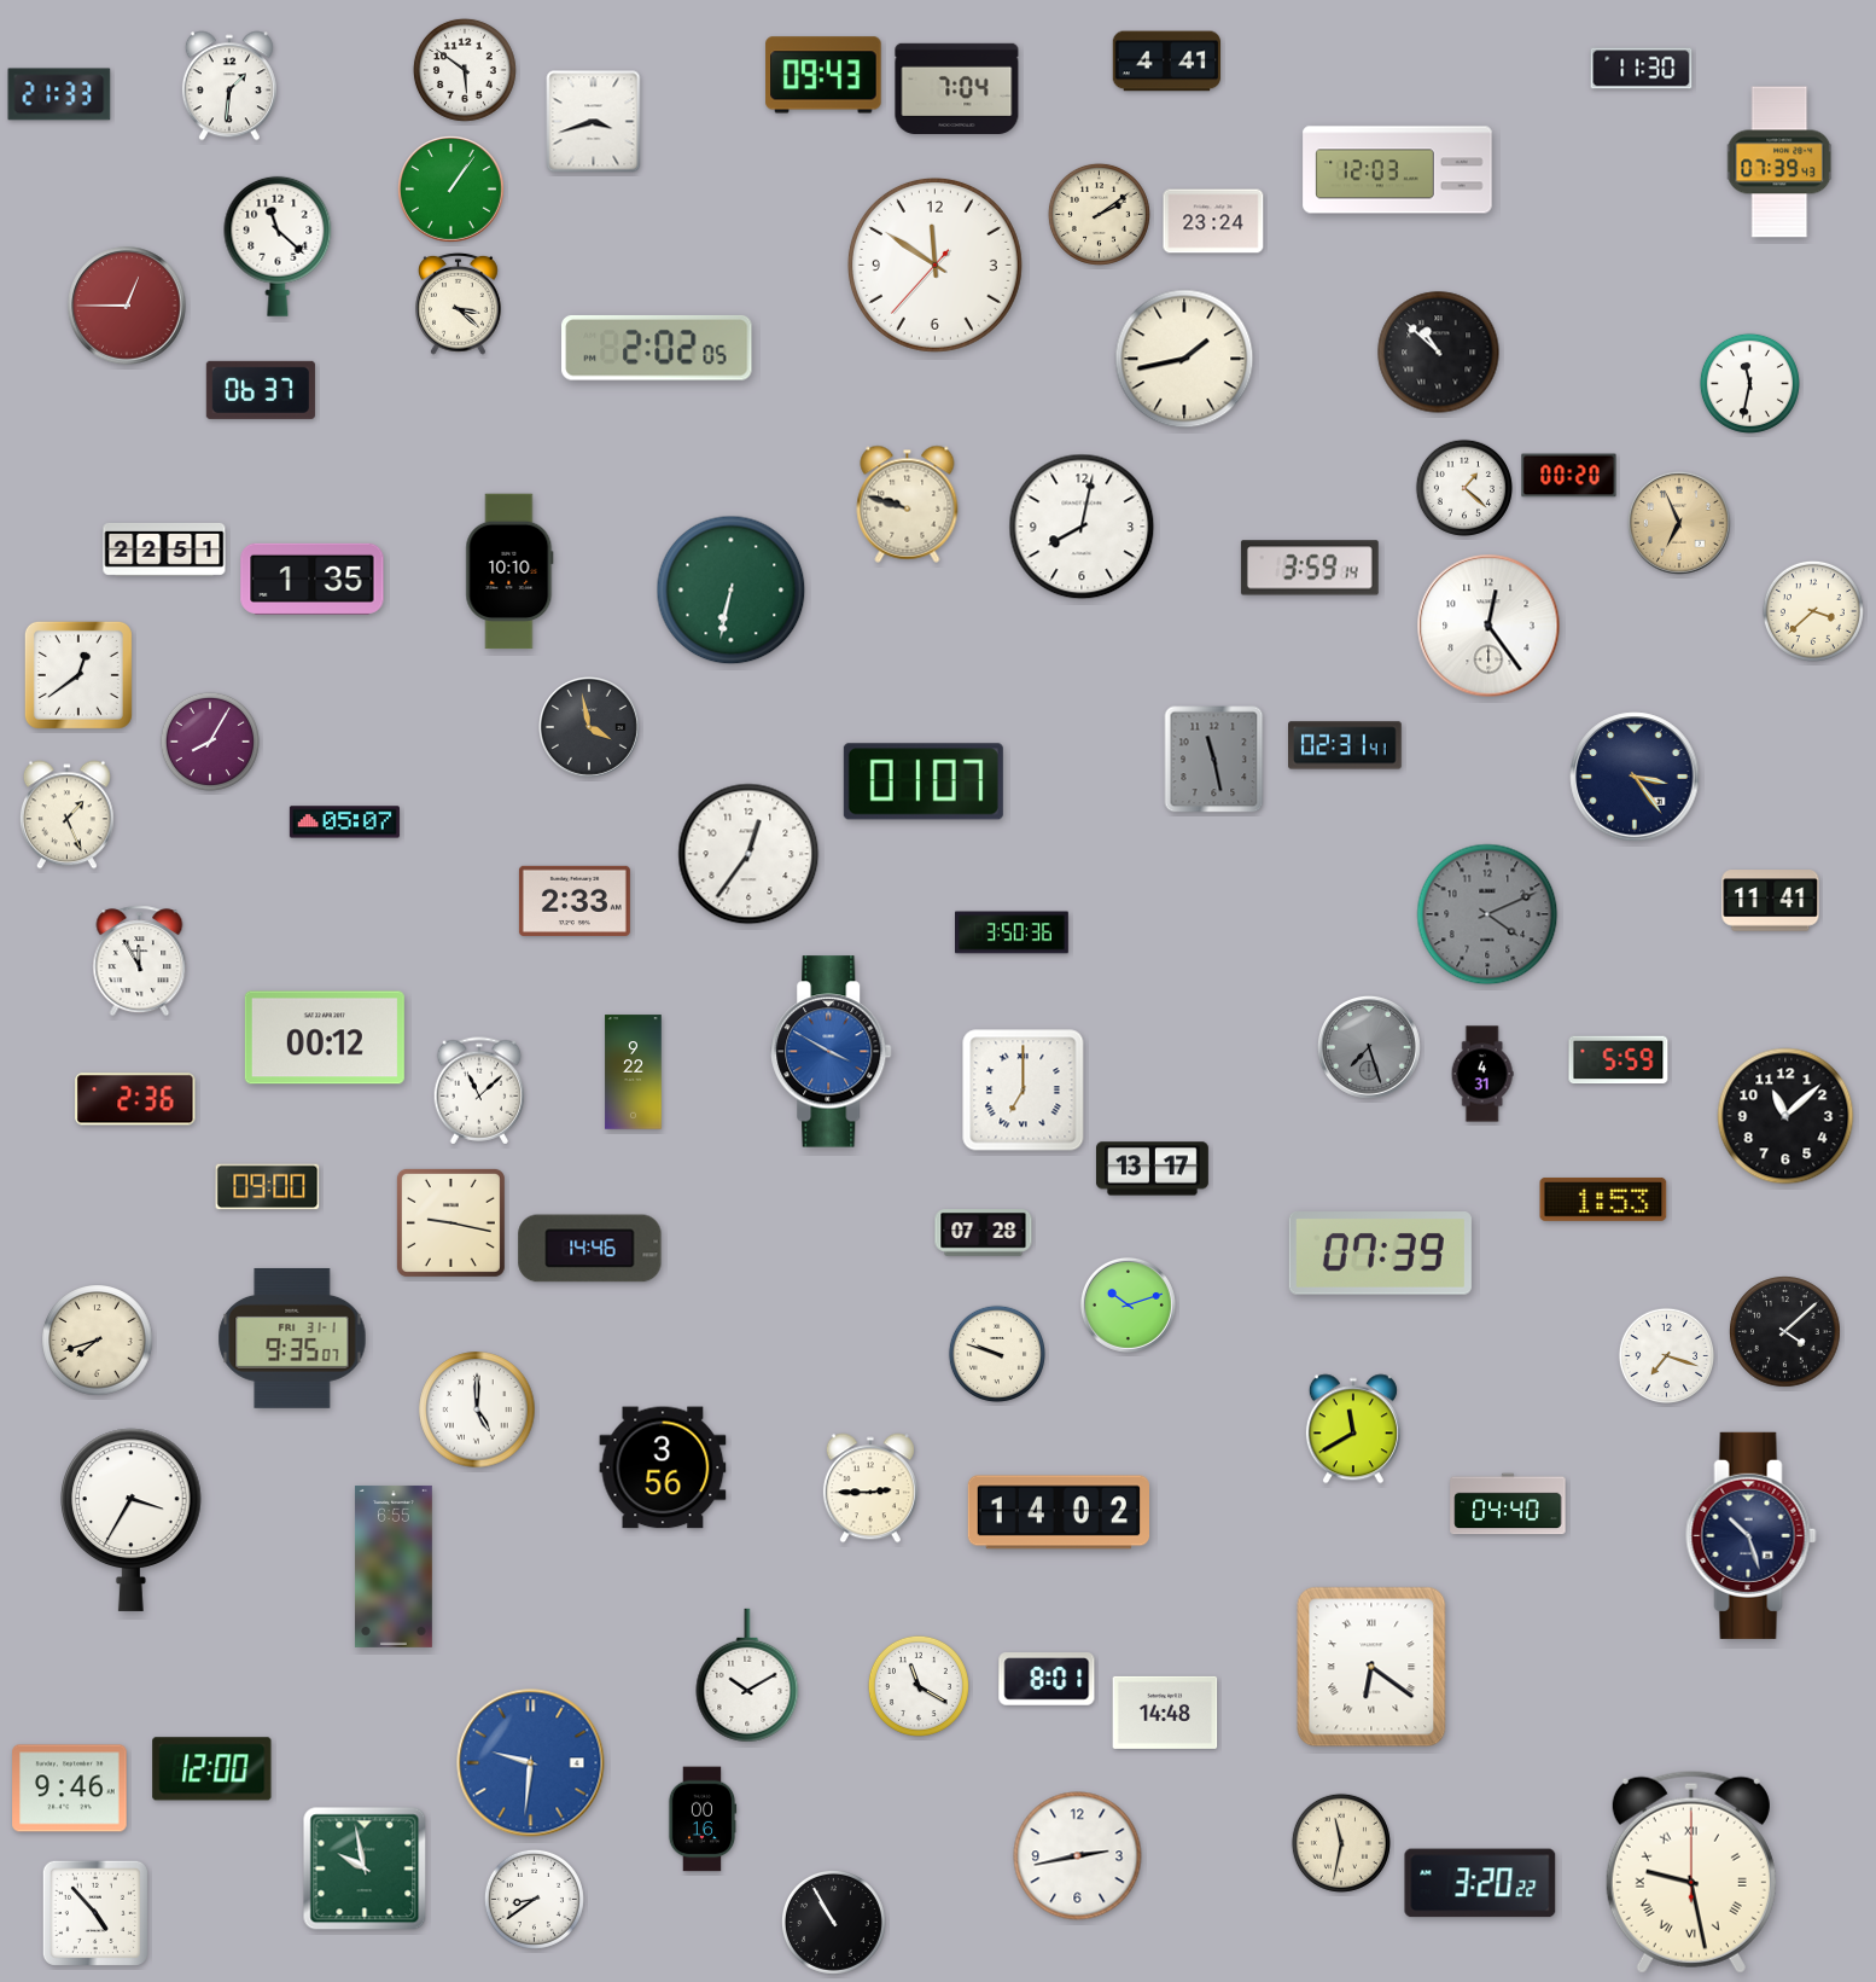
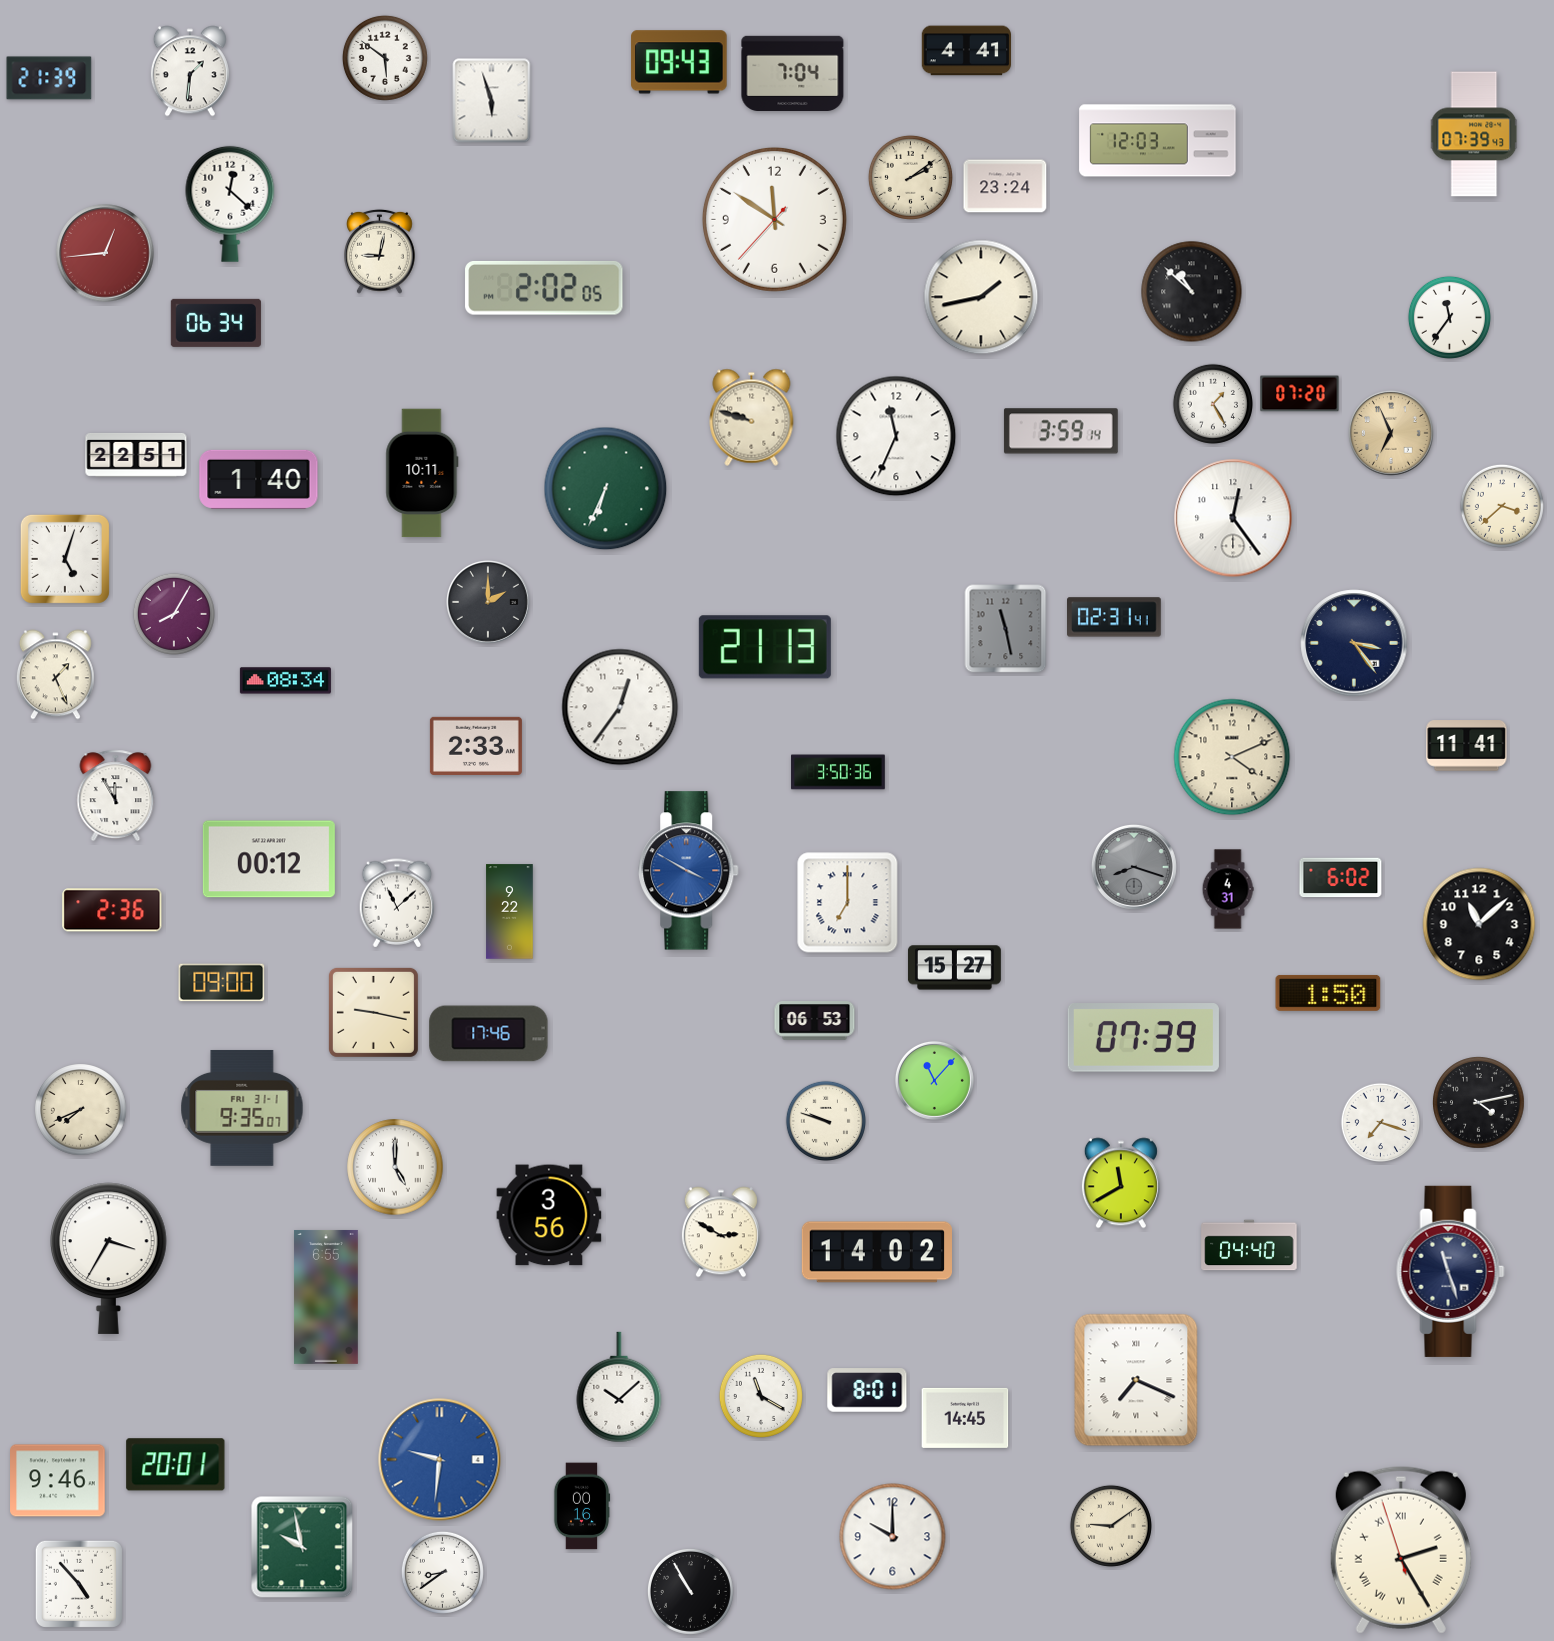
clock at (1642, 69): 11:30 -> none
clock at (823, 75) position: (823, 75) -> (679, 62)
clock at (59, 94): 21:33 -> 21:39
clock at (594, 122): 3:42 -> 5:57
clock at (451, 190): 1:06 -> none
clock at (1213, 221) position: (1213, 221) -> (1005, 186)
clock at (278, 246): 11:22 -> 12:22
clock at (459, 303): 3:22 -> 9:02
clock at (127, 306): 12:45 -> 12:44
clock at (1749, 383): 11:32 -> 11:36
clock at (261, 390): 06:37 -> 06:34
clock at (1569, 476): 00:20 -> 07:20
clock at (1464, 488): 1:22 -> 1:25
clock at (1082, 527): 8:02 -> 11:34
clock at (1310, 568) position: (1310, 568) -> (1061, 431)
clock at (509, 571): 10:10 -> 10:11
clock at (313, 579): 1:35 -> 1:40
clock at (732, 591): 6:32 -> 6:34
clock at (78, 675): 12:39 -> 5:03
clock at (589, 727): 3:58 -> 2:00
clock at (924, 781): 01:07 -> 21:13
clock at (344, 823): 05:07 -> 08:34
clock at (1487, 914) dial: grey -> cream
clock at (1370, 1048): 7:27 -> 8:18
clock at (1619, 1060): 5:59 -> 6:02
clock at (634, 1073) position: (634, 1073) -> (510, 912)
clock at (1152, 1169): 13:17 -> 15:27
clock at (1603, 1199): 1:53 -> 1:50
clock at (984, 1233): 07:28 -> 06:53
clock at (590, 1249): 14:46 -> 17:46
clock at (1128, 1304): 10:12 -> 11:07
clock at (1785, 1332): 4:08 -> 4:13
clock at (98, 1341): 7:42 -> 7:41
clock at (870, 1488): 2:45 -> 2:50
clock at (1752, 1535): 10:27 -> 11:27
clock at (1371, 1667): 6:21 -> 7:19
clock at (747, 1675): 10:10 -> 10:08
clock at (1165, 1713): 14:48 -> 14:45
clock at (212, 1769): 12:00 -> 20:01
clock at (1341, 1843): 11:32 -> 9:09
clock at (1078, 1856): 2:43 -> 10:00
clock at (1691, 1872): 9:28 -> 2:24
clock at (1480, 1883): 3:20 -> none
